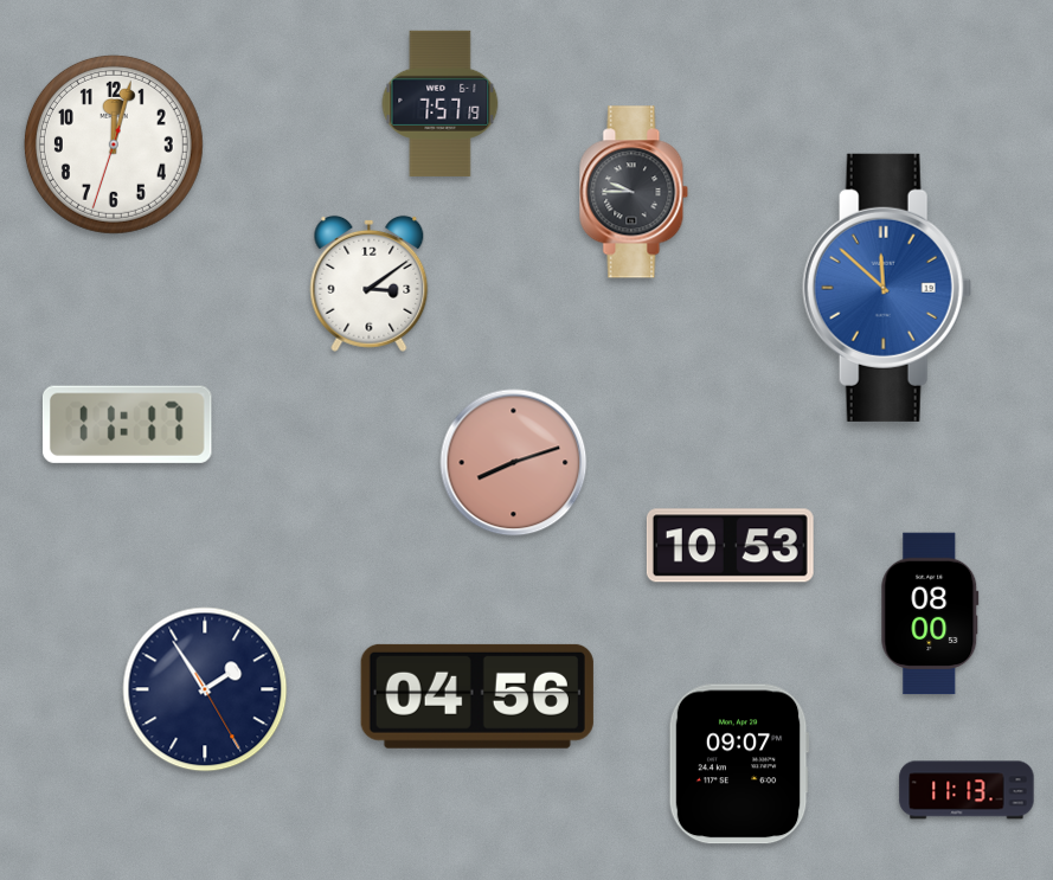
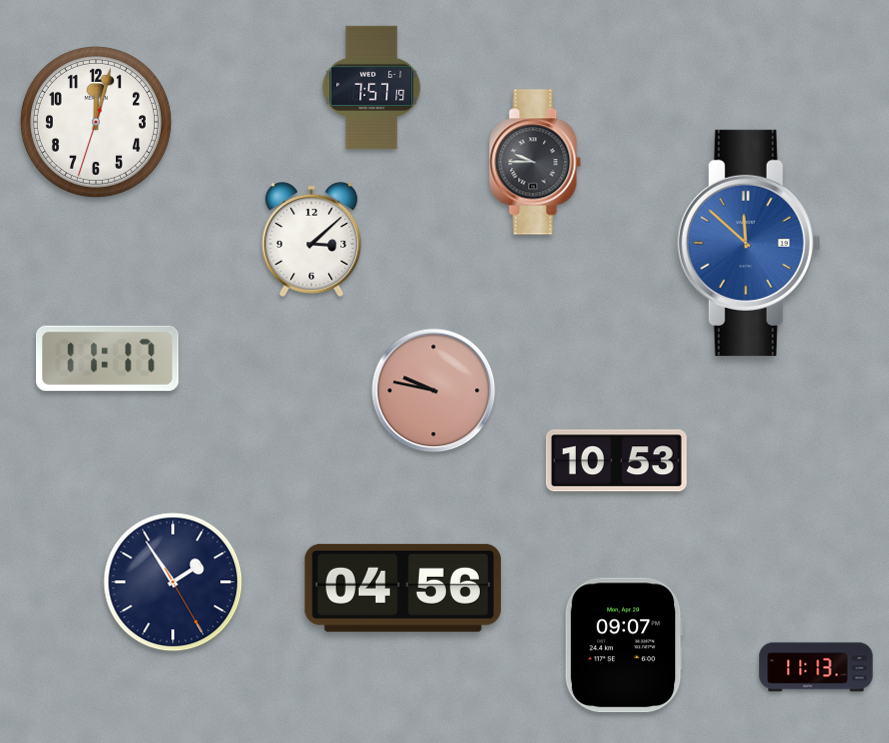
clock at (370, 283): 3:09 -> 3:08
clock at (514, 463): 8:12 -> 9:47
clock at (930, 614): 08:00 -> none
